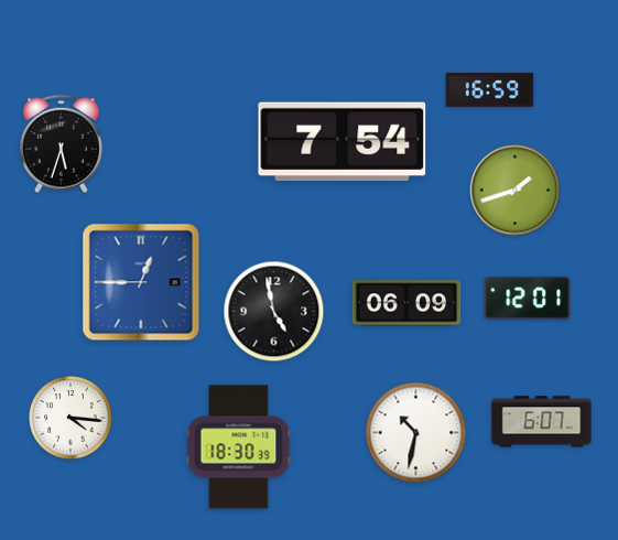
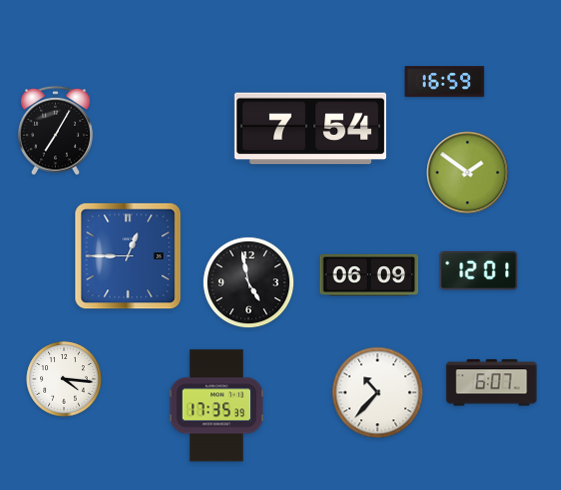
clock at (62, 144): 5:33 -> 7:05
clock at (516, 191): 1:42 -> 1:51
clock at (416, 433): 10:32 -> 10:37
clock at (239, 447): 18:30 -> 17:35
